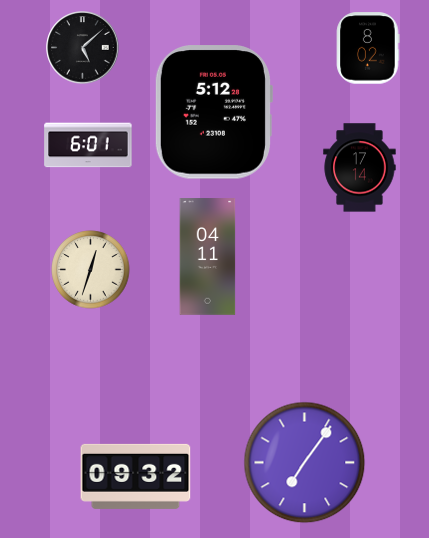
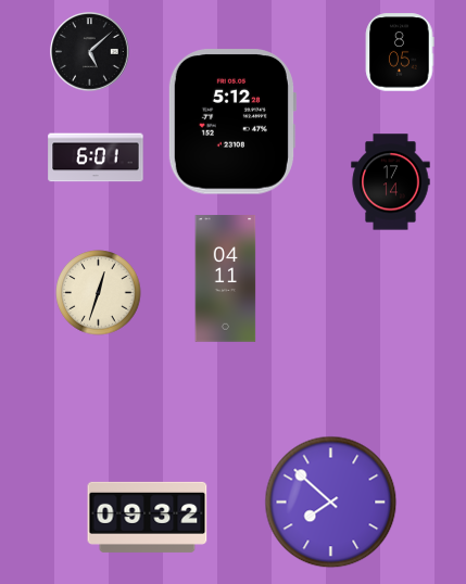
clock at (368, 48): 8:02 -> 8:05
clock at (305, 463): 7:06 -> 7:52
